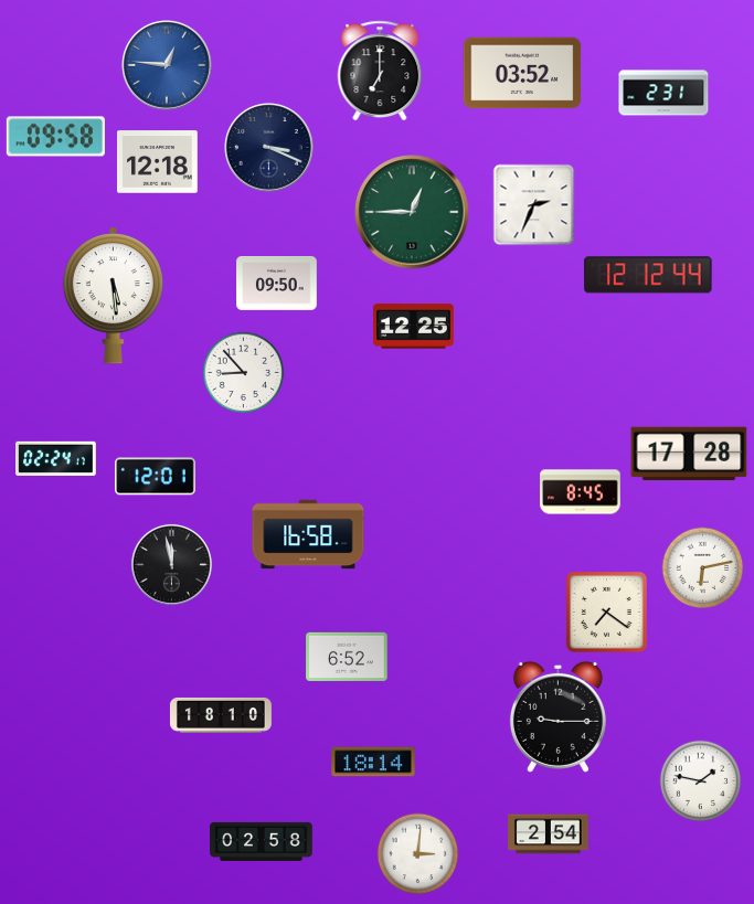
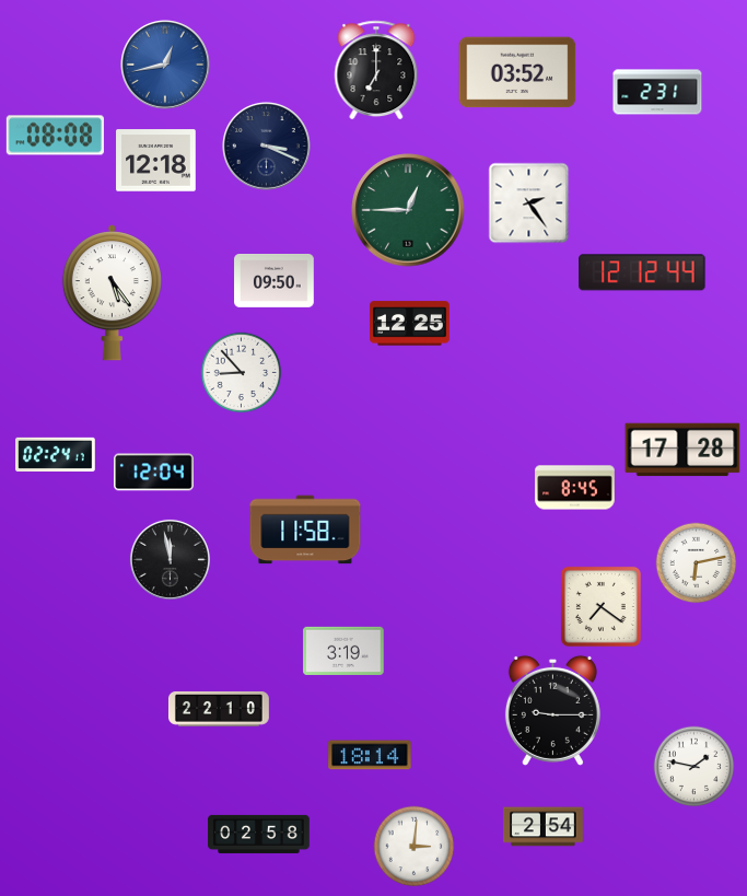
clock at (168, 66): 12:46 -> 12:43
clock at (55, 137): 09:58 -> 08:08
clock at (534, 205): 2:34 -> 2:24
clock at (113, 296): 5:29 -> 5:24
clock at (244, 373) position: (244, 373) -> (242, 373)
clock at (156, 477): 12:01 -> 12:04
clock at (308, 534): 16:58 -> 11:58
clock at (347, 657): 6:52 -> 3:19
clock at (221, 715): 18:10 -> 22:10
clock at (701, 781) position: (701, 781) -> (695, 767)
